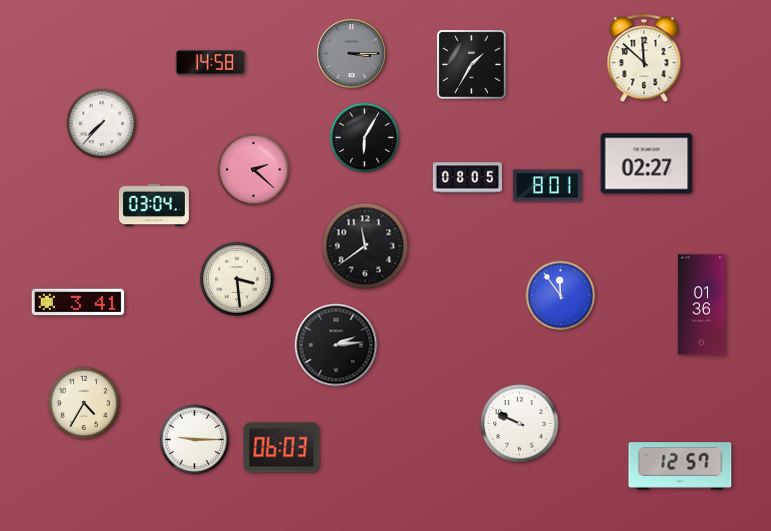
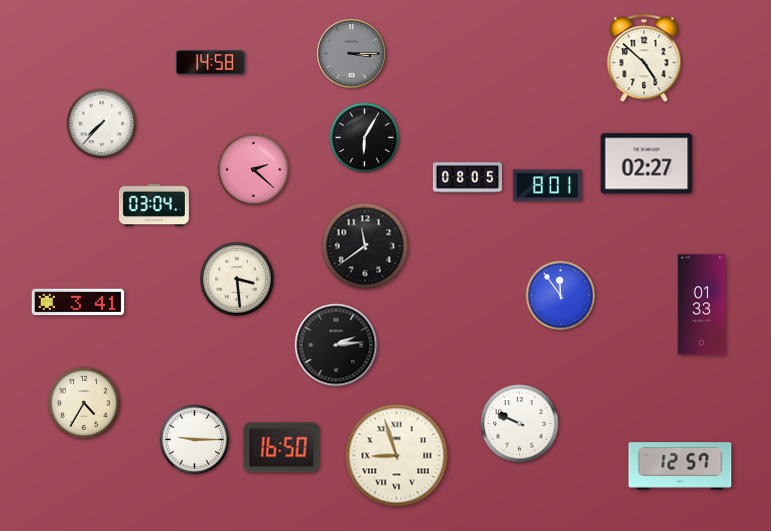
clock at (644, 59): 11:52 -> 4:52
clock at (472, 65): 1:35 -> none
clock at (701, 305): 01:36 -> 01:33
clock at (282, 448): 06:03 -> 16:50
clock at (397, 456): none -> 8:57
